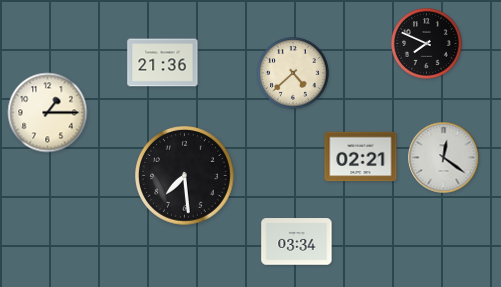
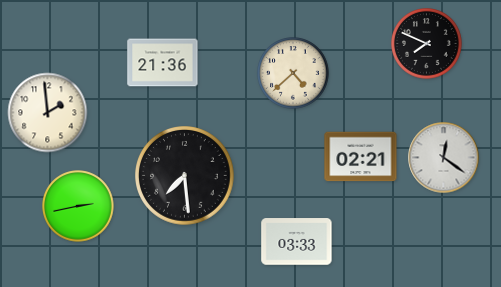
clock at (48, 113): 1:15 -> 1:59
clock at (78, 206): none -> 2:43
clock at (297, 242): 03:34 -> 03:33
